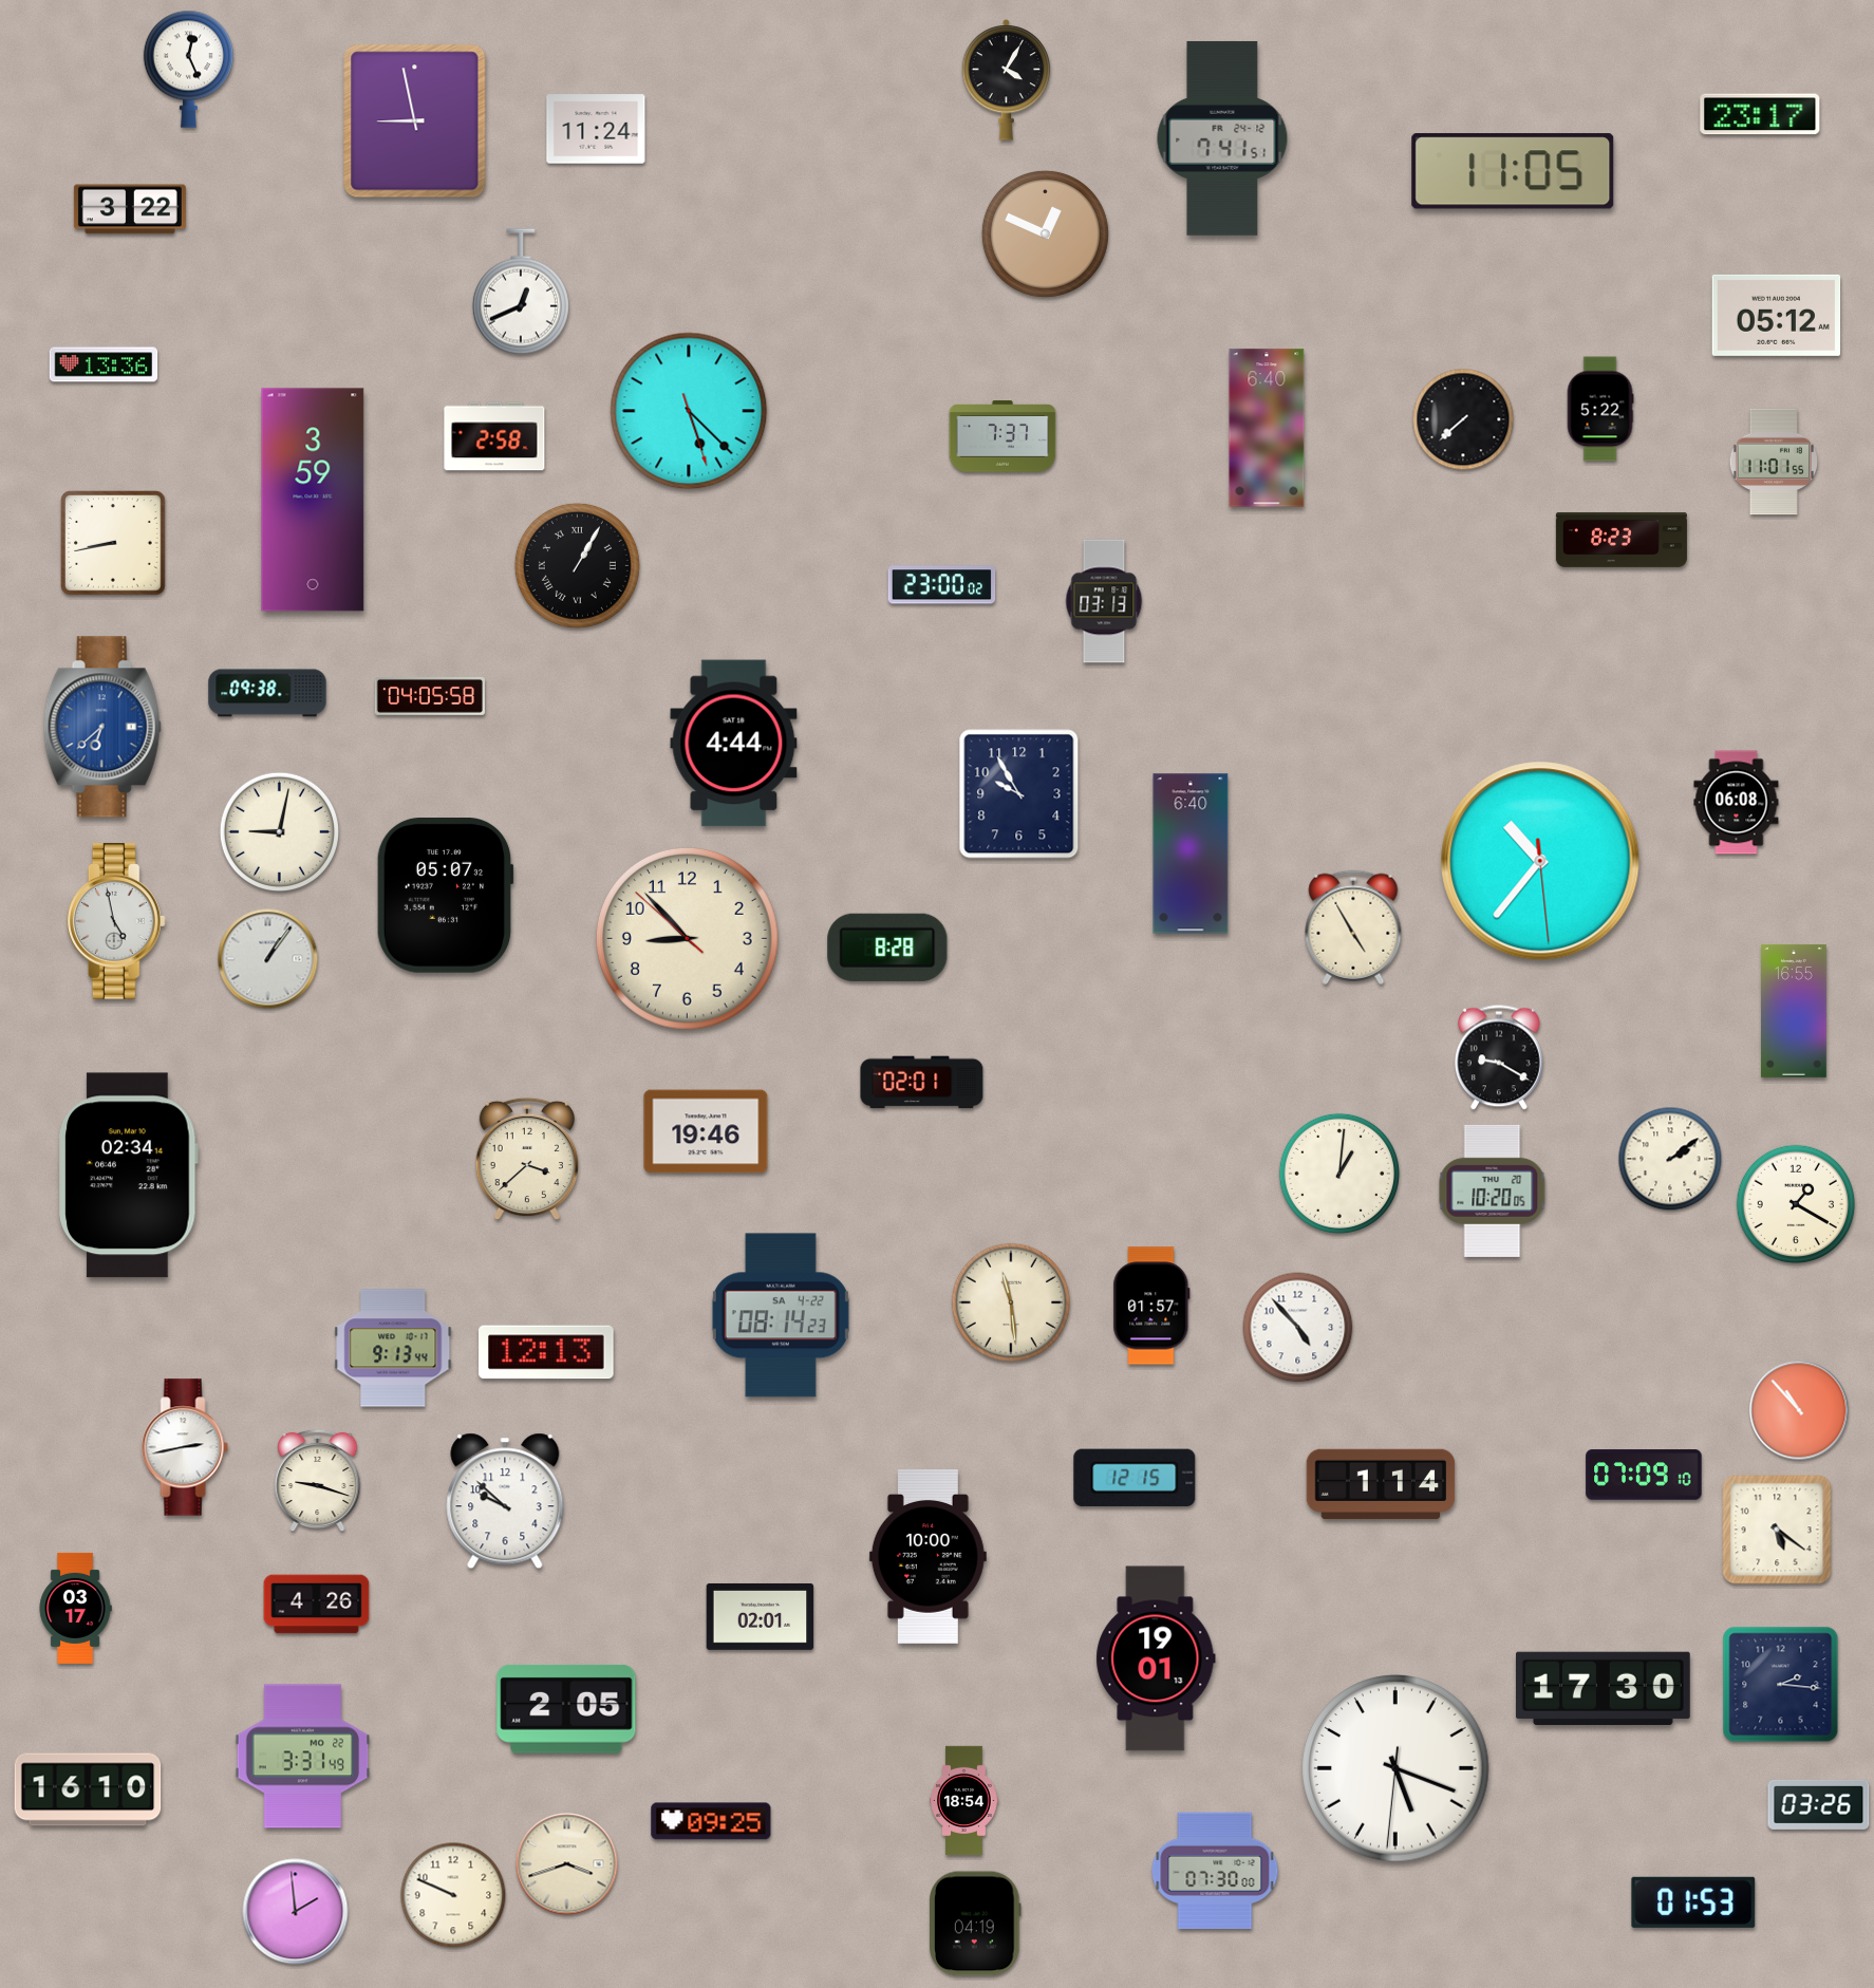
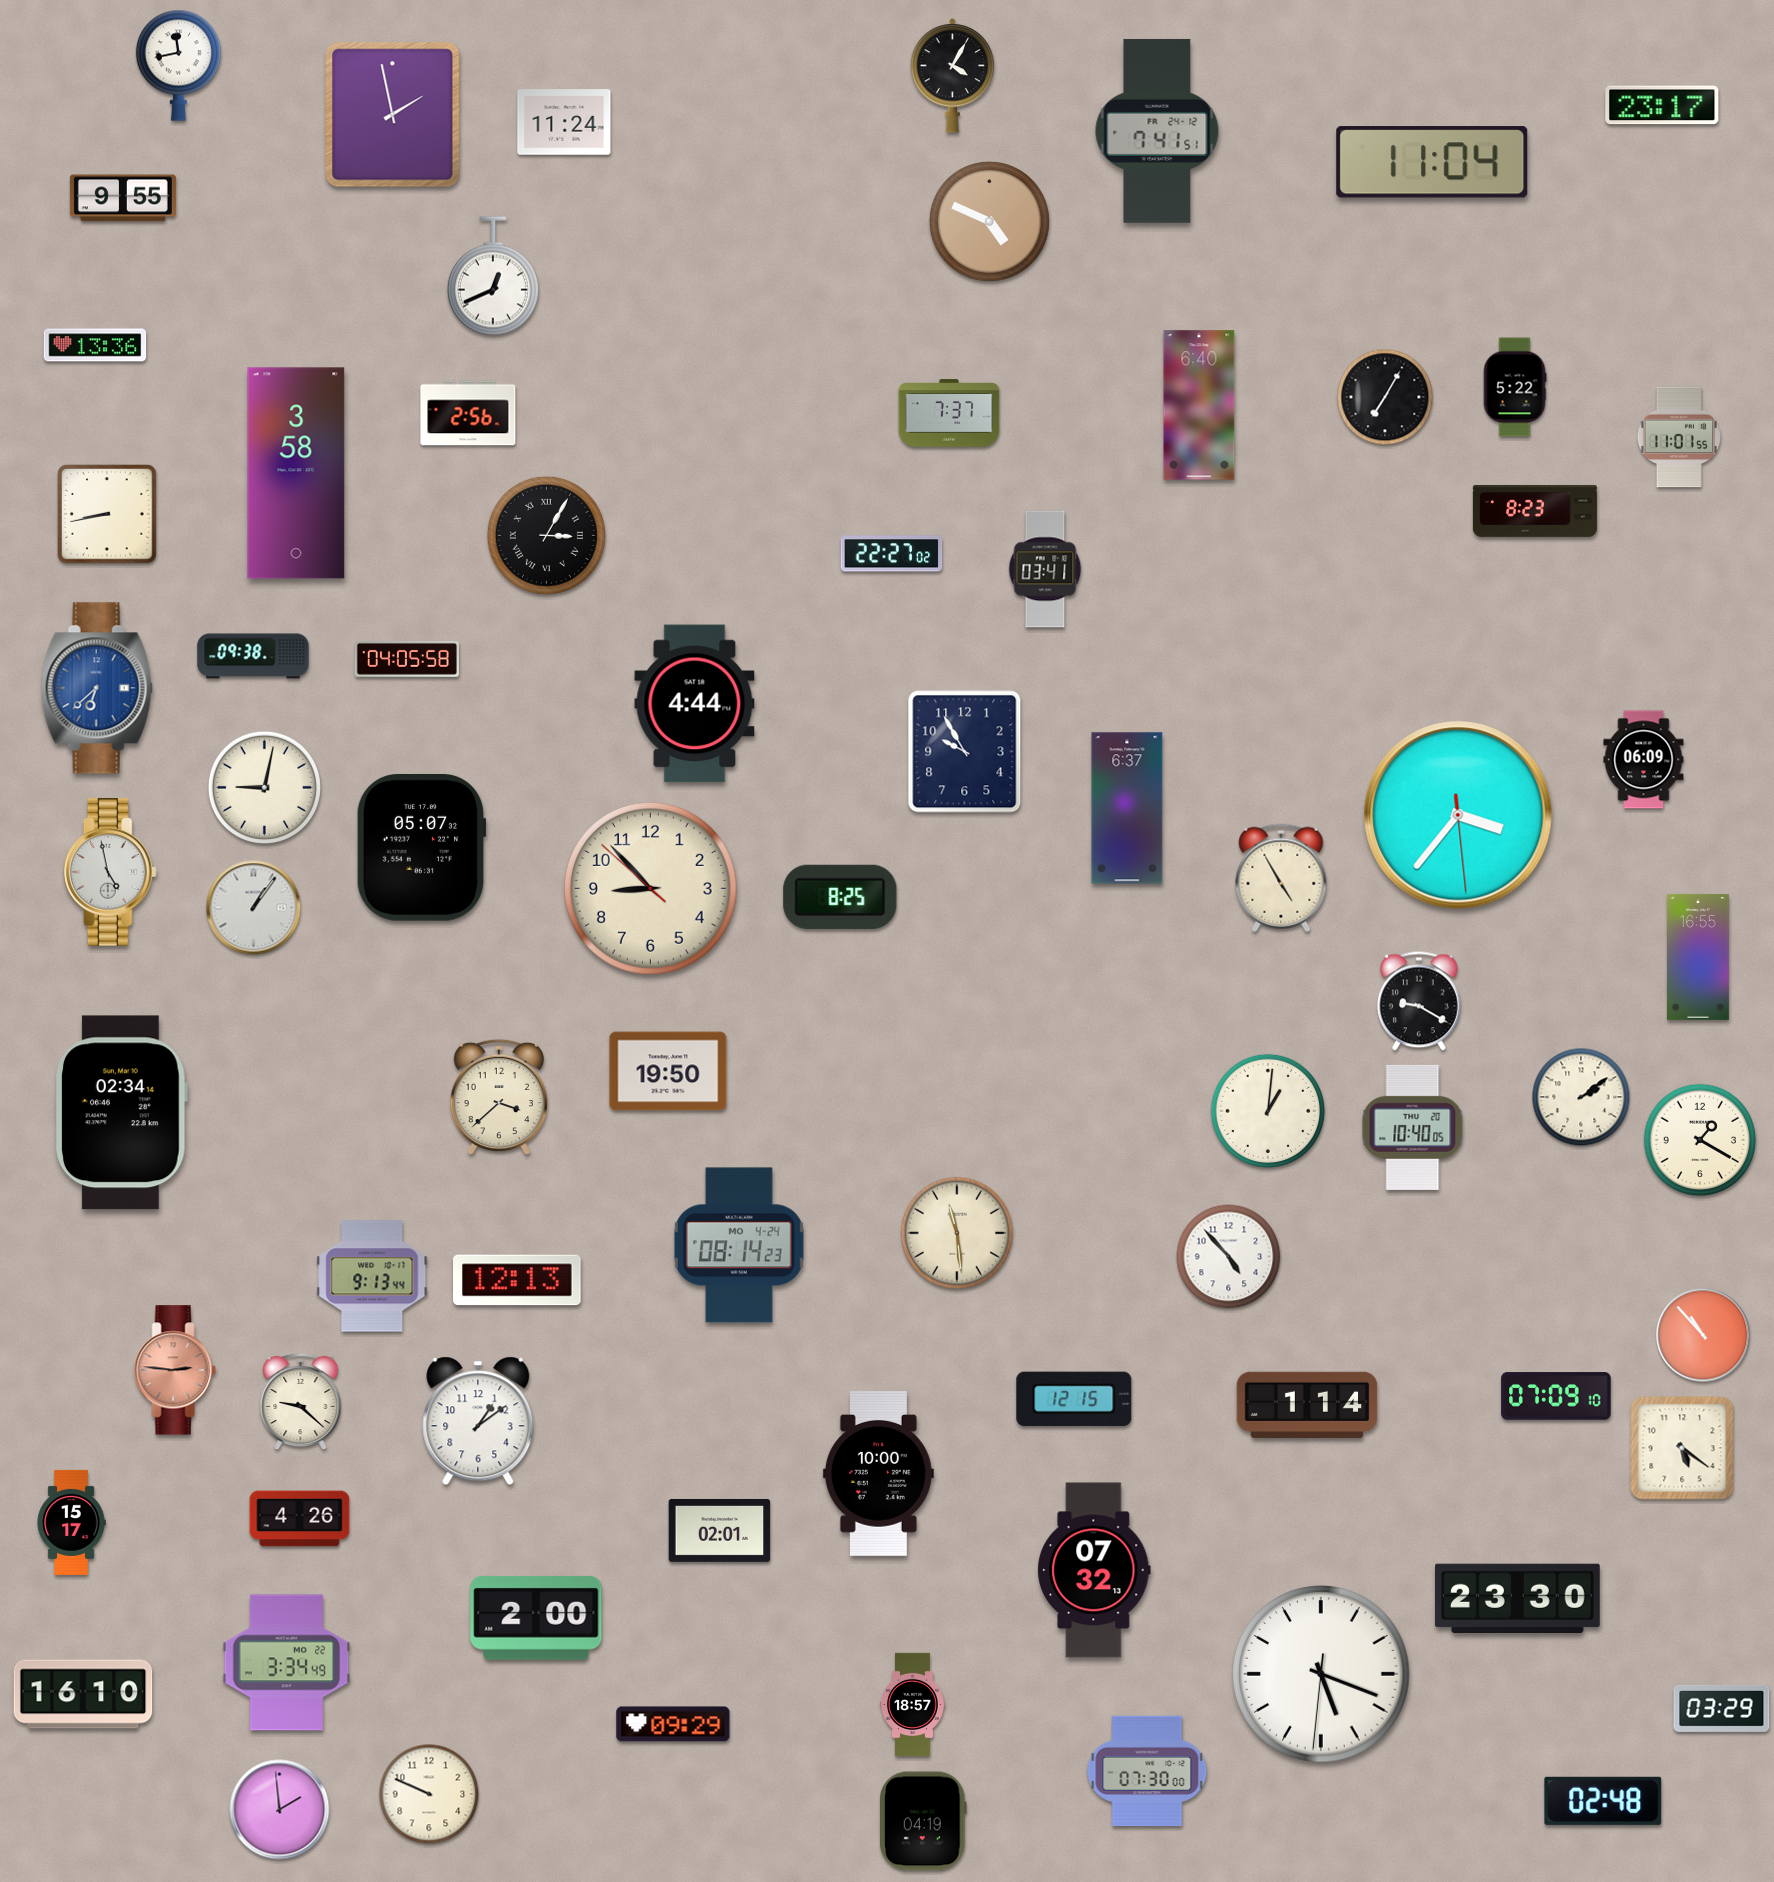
clock at (188, 69): 12:26 -> 11:43
clock at (1760, 114) position: (1760, 114) -> (1662, 105)
clock at (415, 121): 8:58 -> 1:58
clock at (1513, 171): 11:05 -> 11:04
clock at (130, 209): 3:22 -> 9:55
clock at (1045, 233): 12:49 -> 4:49
clock at (1777, 315): 05:12 -> none
clock at (104, 364) position: (104, 364) -> (95, 345)
clock at (689, 411): 5:22 -> none
clock at (1463, 419): 7:38 -> 7:05
clock at (494, 436): 2:58 -> 2:56
clock at (313, 500): 3:59 -> 3:58
clock at (577, 565): 1:05 -> 3:05
clock at (942, 585): 23:00 -> 22:27
clock at (1104, 601): 03:13 -> 03:41
clock at (1737, 803): 06:08 -> 06:09
clock at (1191, 854): 6:40 -> 6:37
clock at (1540, 861): 10:36 -> 3:36
clock at (887, 948): 8:28 -> 8:25
clock at (922, 1083): 02:01 -> none
clock at (706, 1131): 19:46 -> 19:50
clock at (1493, 1190): 10:20 -> 10:40
clock at (1151, 1306): 01:57 -> none
clock at (781, 1315) date: SA 4-22 -> MO 4-24
clock at (185, 1447): 2:43 -> 2:46
clock at (185, 1447) dial: white -> salmon
clock at (318, 1481): 9:18 -> 9:22
clock at (505, 1501): 9:52 -> 1:09
clock at (75, 1608): 03:17 -> 15:17
clock at (1156, 1658): 19:01 -> 07:32
clock at (1781, 1685): 2:16 -> none
clock at (1603, 1688): 17:30 -> 23:30
clock at (566, 1709): 2:05 -> 2:00
clock at (303, 1757): 3:31 -> 3:34
clock at (964, 1801): 18:54 -> 18:57
clock at (1819, 1804): 03:26 -> 03:29
clock at (711, 1821): 09:25 -> 09:29
clock at (567, 1864): 3:42 -> none
clock at (1215, 1870) position: (1215, 1870) -> (1147, 1770)
clock at (1693, 1902): 01:53 -> 02:48
